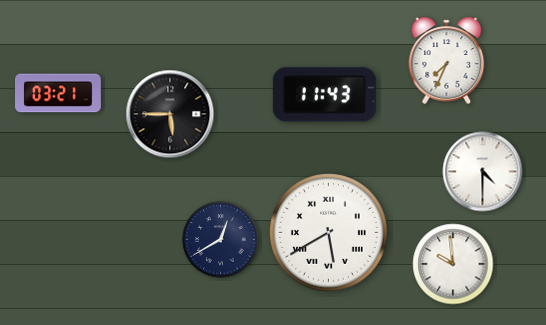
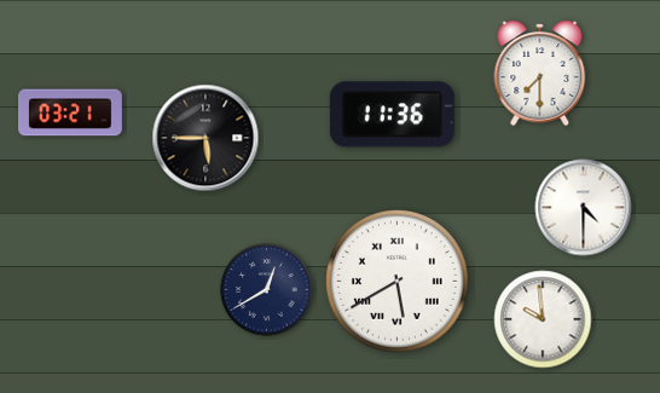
clock at (447, 60): 7:34 -> 7:30
clock at (324, 95): 11:43 -> 11:36
clock at (453, 264) position: (453, 264) -> (543, 319)
